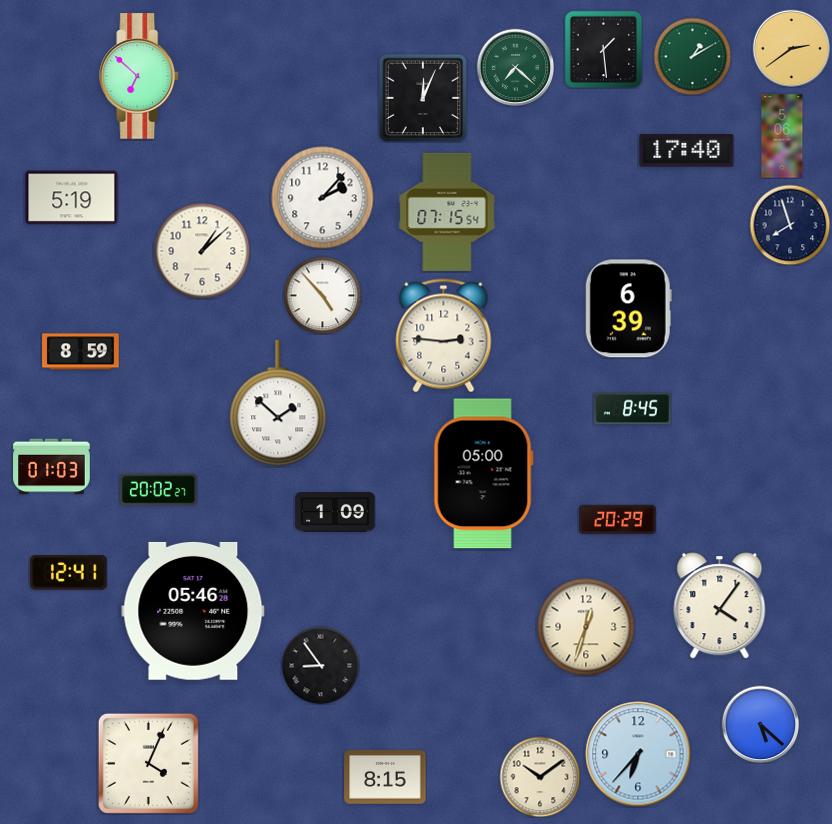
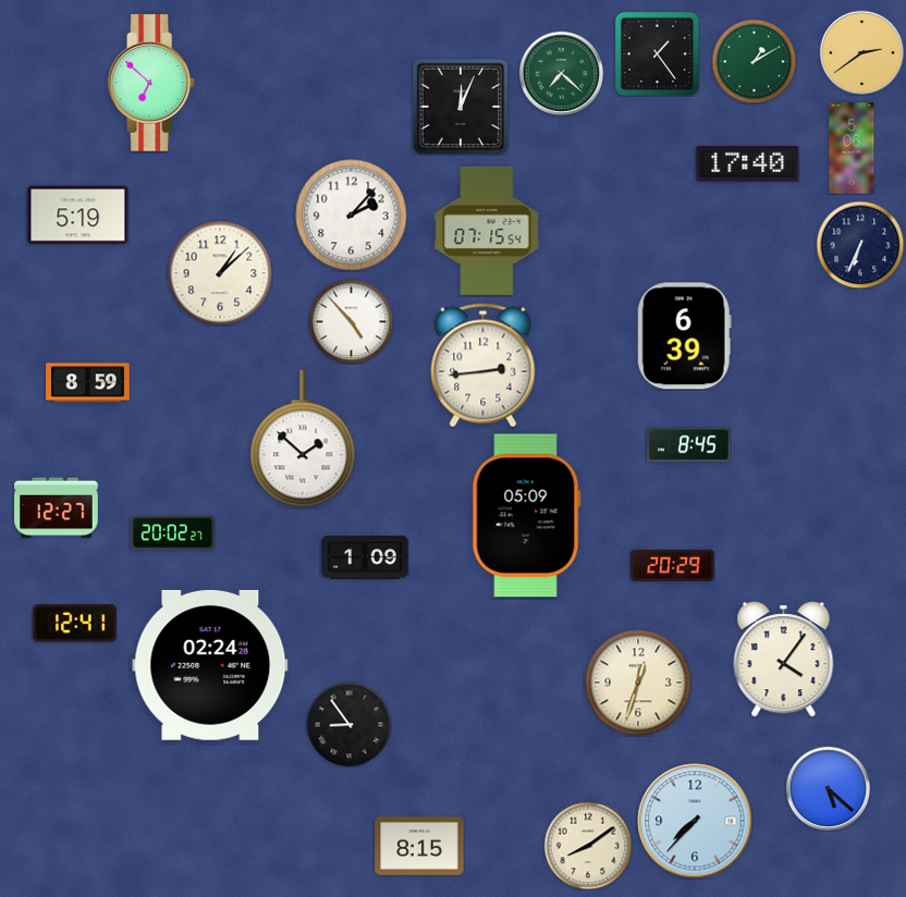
clock at (603, 49): 1:29 -> 1:24
clock at (790, 225): 7:57 -> 6:34
clock at (444, 336): 2:46 -> 2:44
clock at (52, 467): 01:03 -> 12:27
clock at (483, 474): 05:00 -> 05:09
clock at (193, 611): 05:46 -> 02:24
clock at (638, 754): 6:37 -> 7:37
clock at (148, 763): 4:04 -> none
clock at (540, 777): 10:09 -> 8:09
